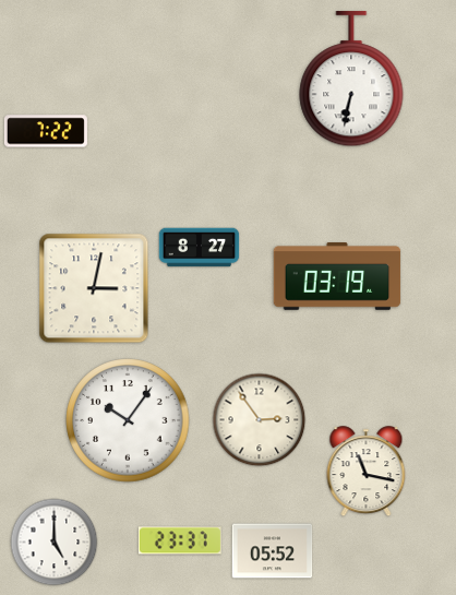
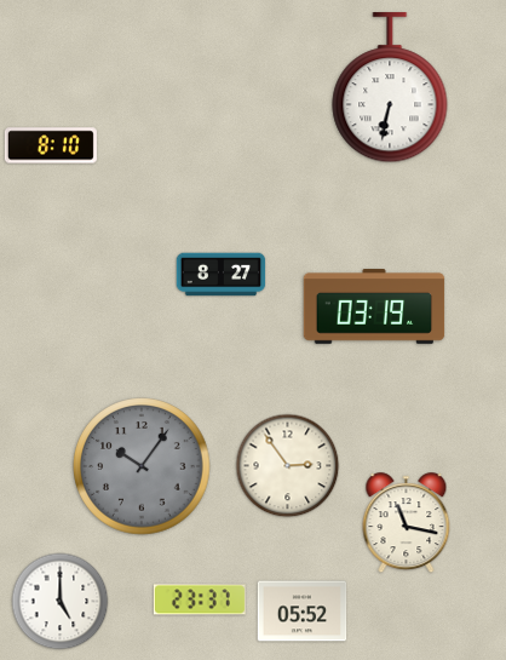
clock at (46, 131): 7:22 -> 8:10
clock at (94, 288): 3:02 -> none
clock at (128, 420) dial: white -> grey
